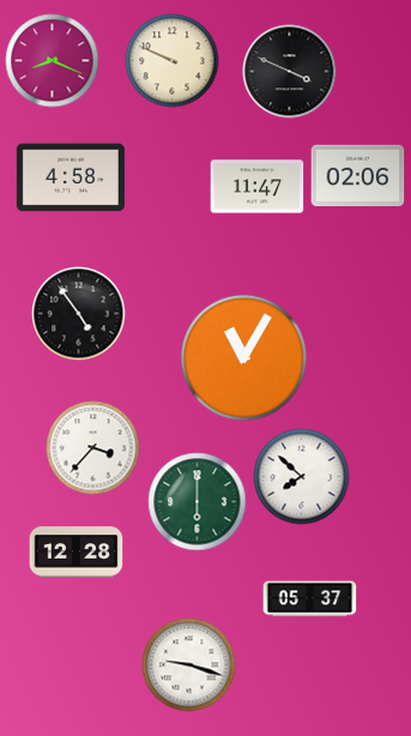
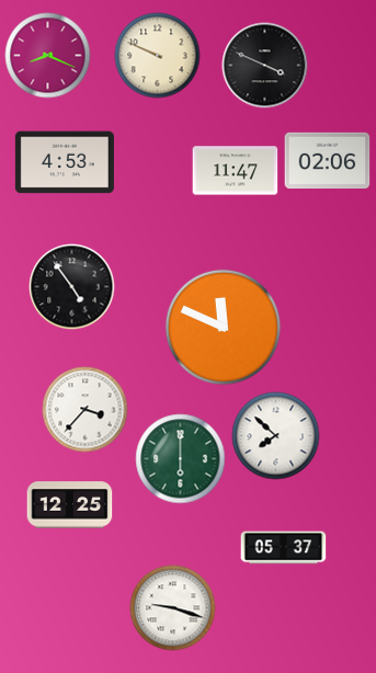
clock at (71, 177): 4:58 -> 4:53
clock at (243, 357): 11:05 -> 11:49
clock at (75, 553): 12:28 -> 12:25
